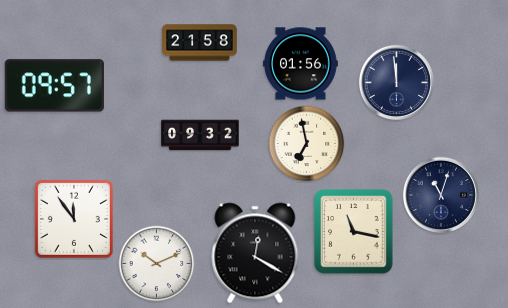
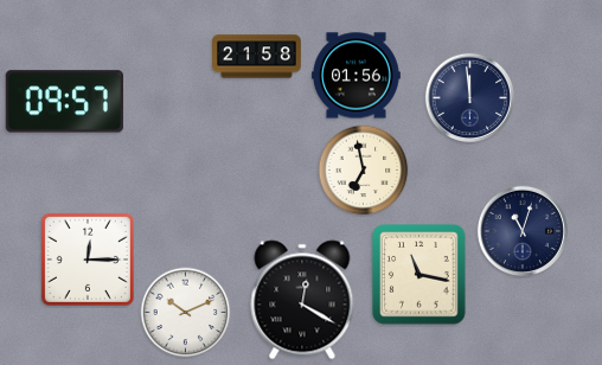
clock at (200, 43) position: (200, 43) -> (257, 57)
clock at (200, 135): 09:32 -> none
clock at (74, 219): 11:54 -> 12:15
